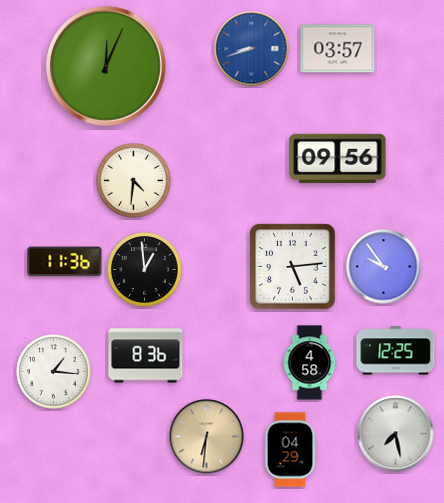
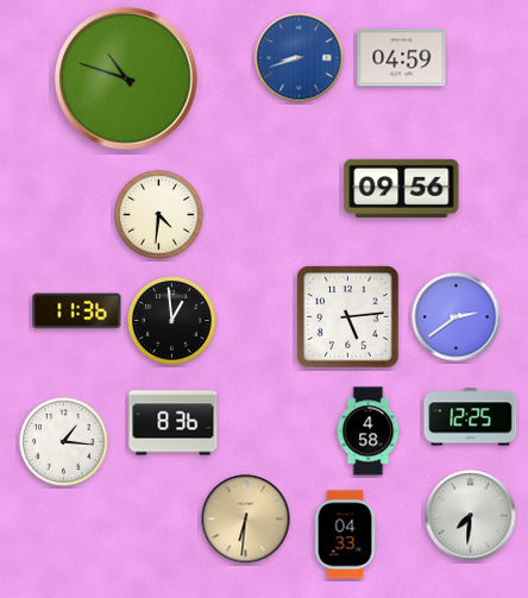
clock at (338, 49): 03:57 -> 04:59
clock at (106, 66): 12:04 -> 10:48
clock at (384, 267): 9:54 -> 2:39
clock at (396, 434): 7:28 -> 7:31
clock at (290, 450): 04:29 -> 04:33
